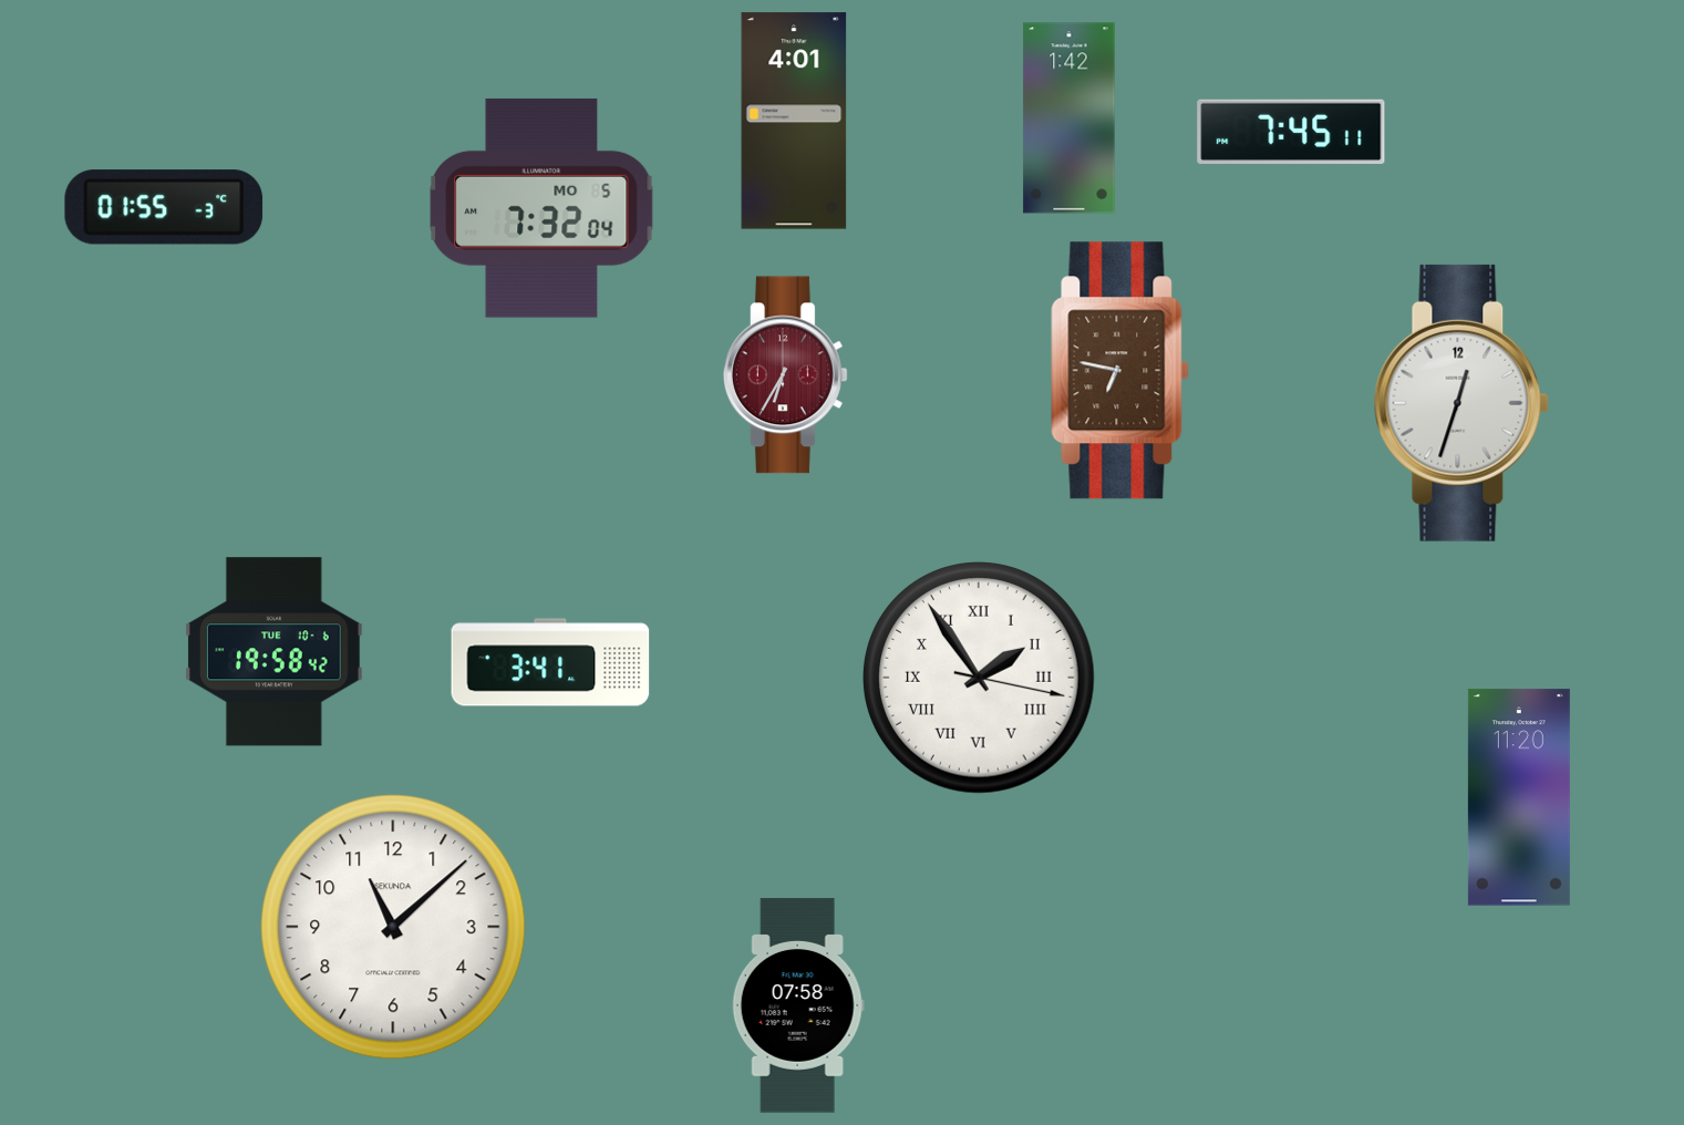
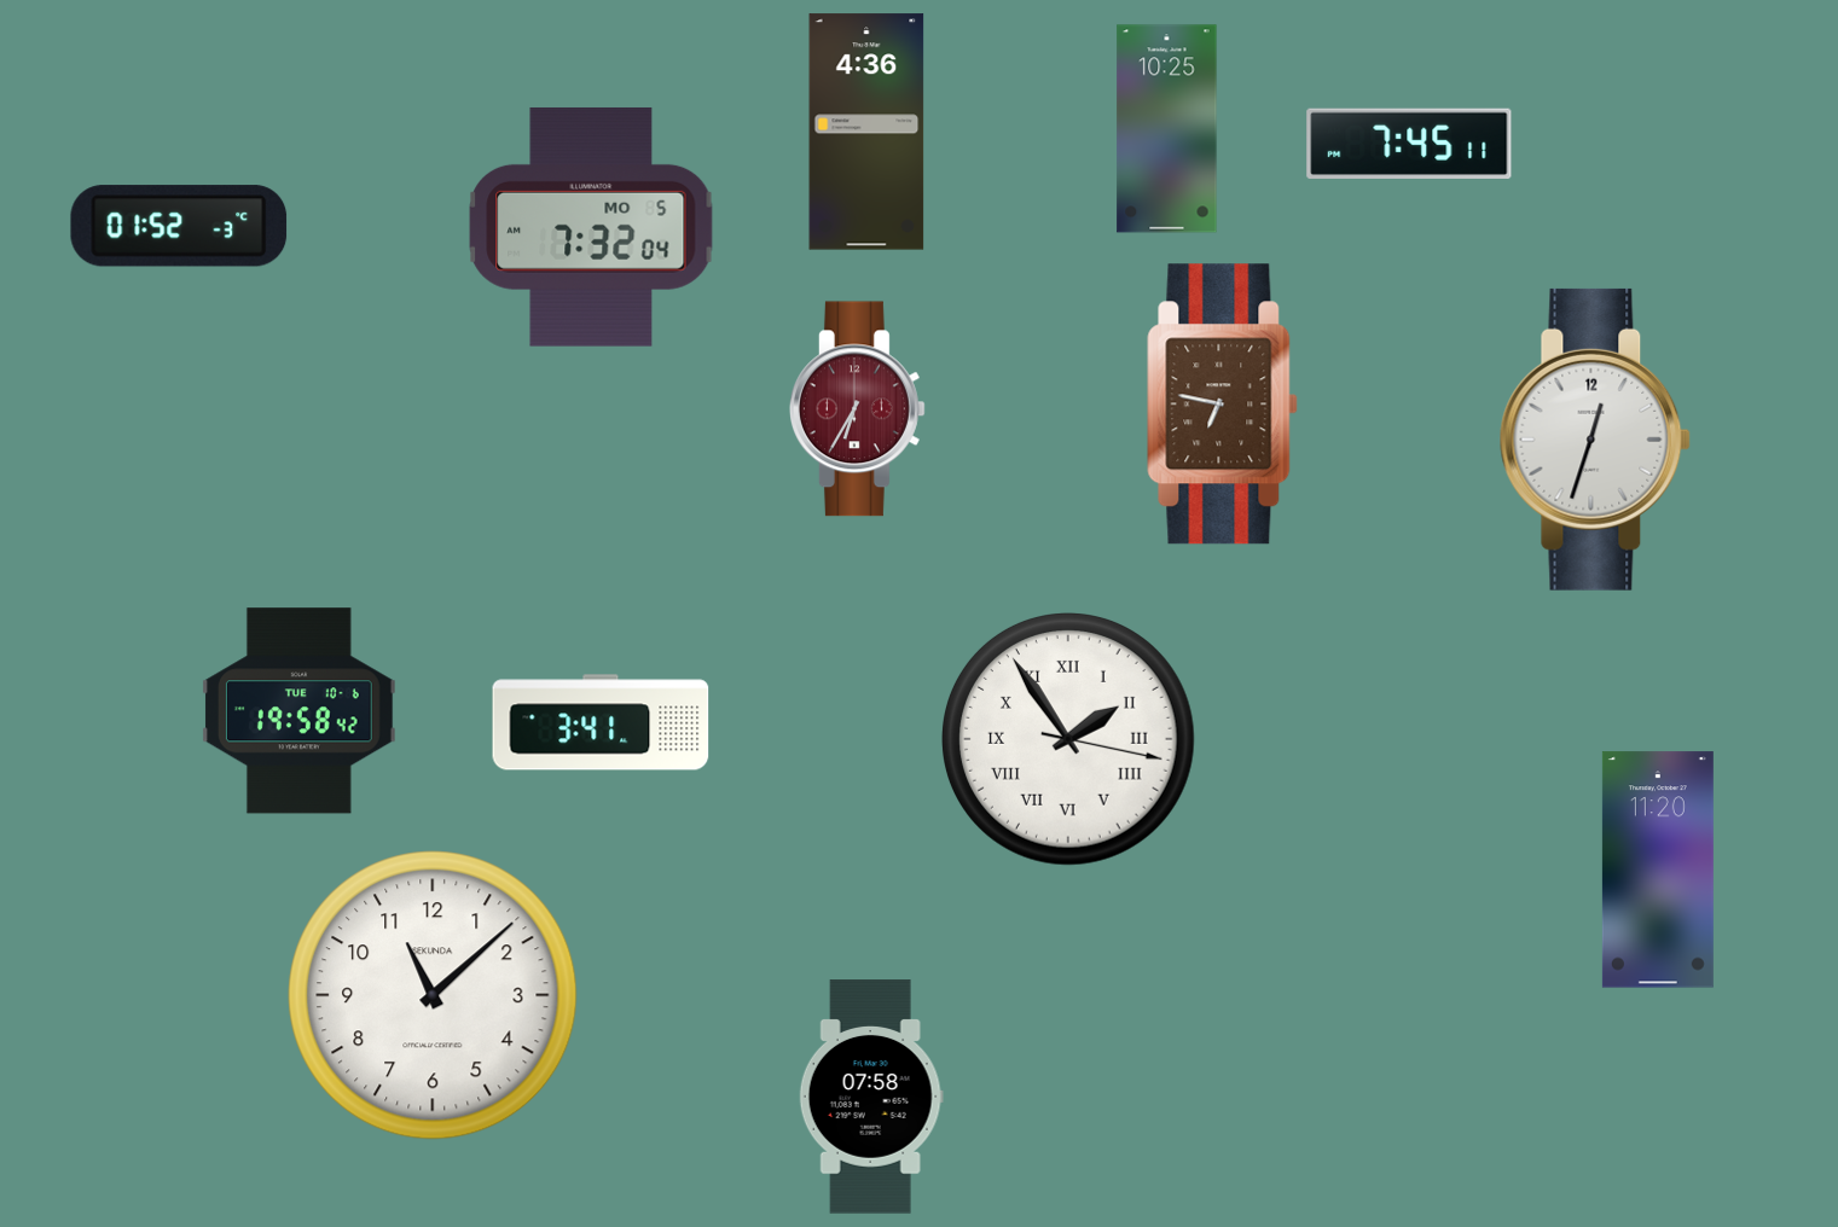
clock at (1070, 118): 1:42 -> 10:25
clock at (794, 121): 4:01 -> 4:36
clock at (164, 207): 01:55 -> 01:52
clock at (393, 927) position: (393, 927) -> (433, 995)
